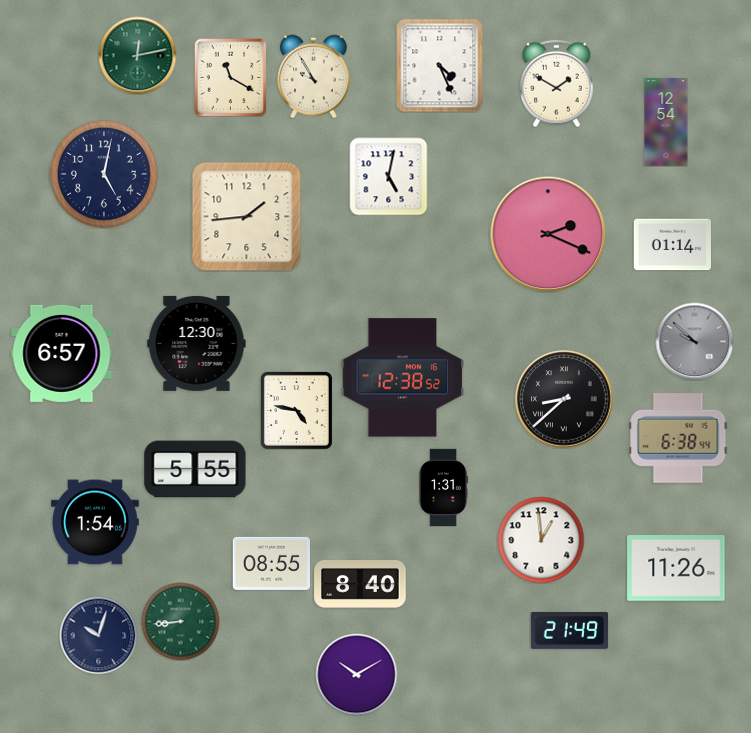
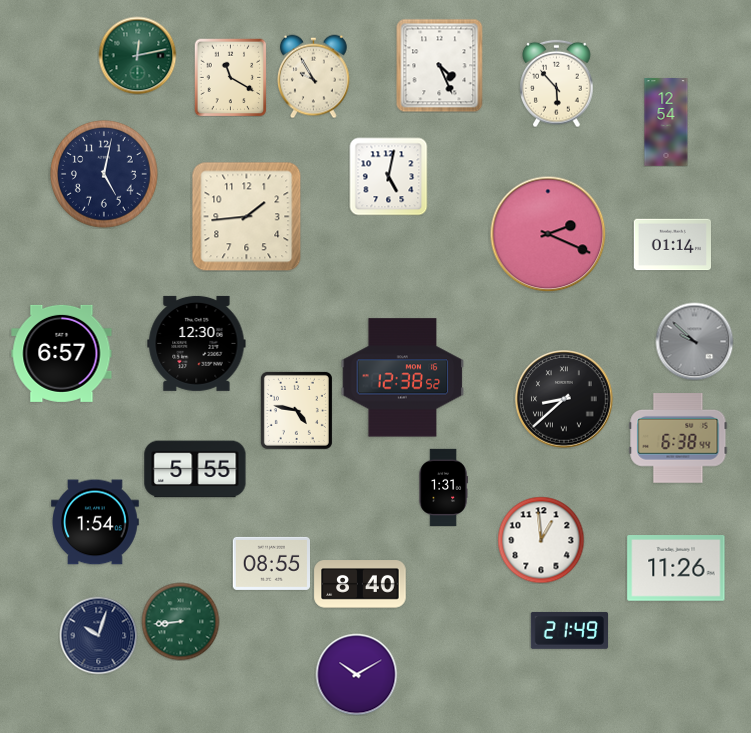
clock at (557, 83): 1:50 -> 5:53
